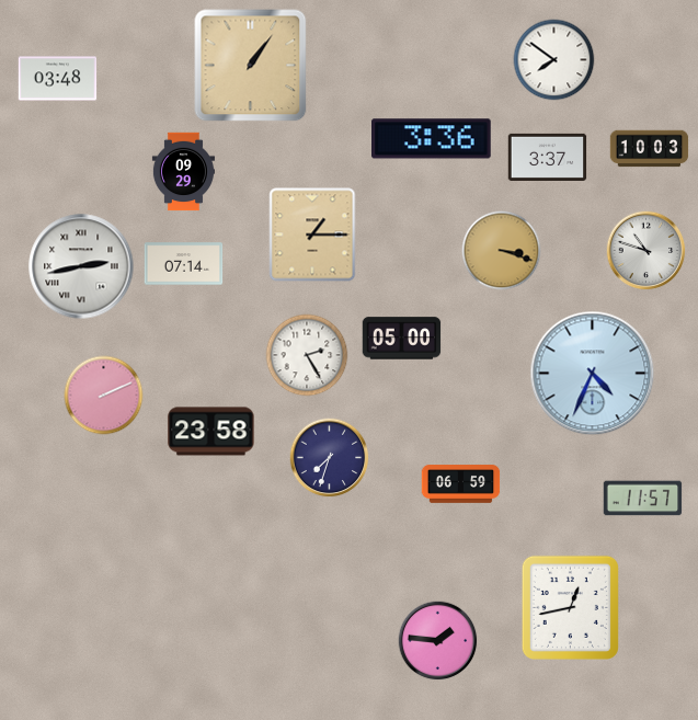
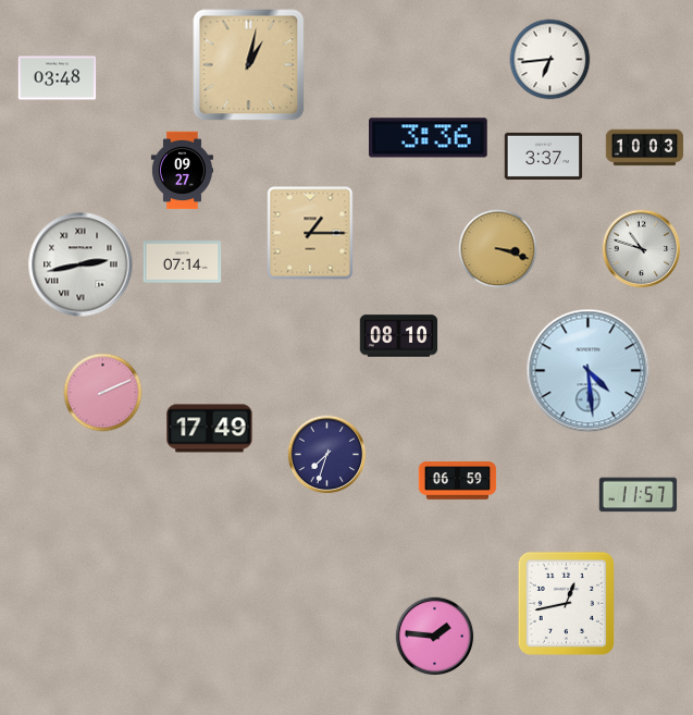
clock at (554, 60): 7:51 -> 6:44
clock at (251, 66): 1:06 -> 1:02
clock at (183, 172): 09:29 -> 09:27
clock at (402, 339): 05:00 -> 08:10
clock at (307, 355): 2:25 -> none
clock at (593, 374): 4:34 -> 4:29
clock at (211, 432): 23:58 -> 17:49
